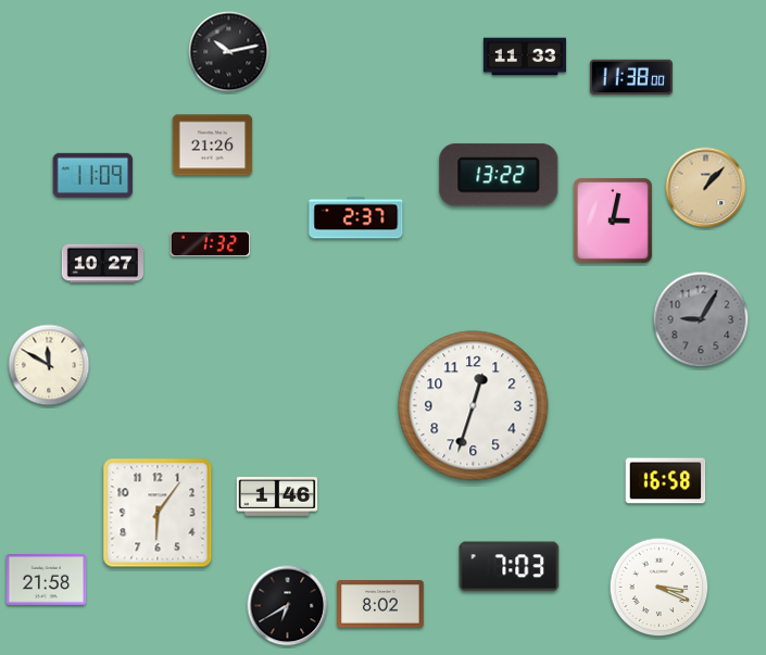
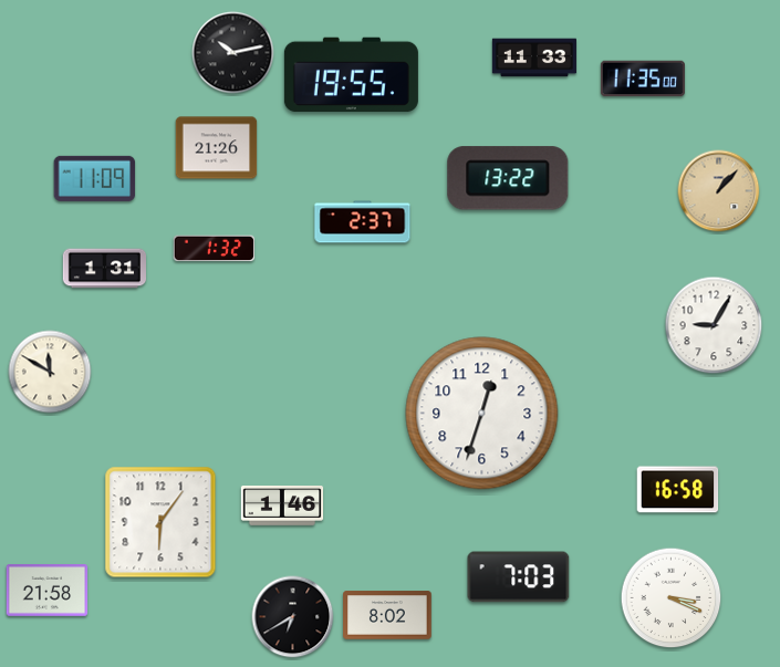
clock at (351, 75): none -> 19:55
clock at (631, 77): 11:38 -> 11:35
clock at (613, 221): 3:02 -> none
clock at (103, 264): 10:27 -> 1:31
clock at (701, 319) dial: grey -> white
